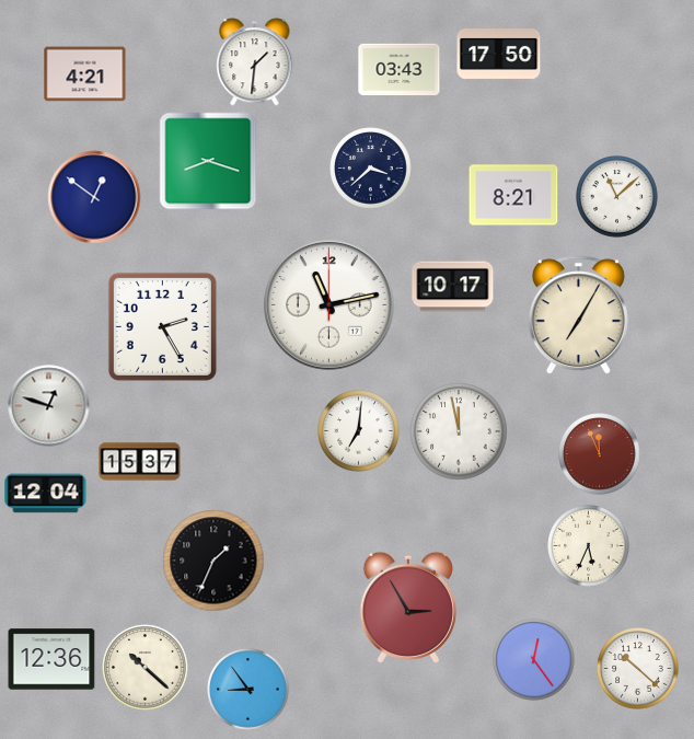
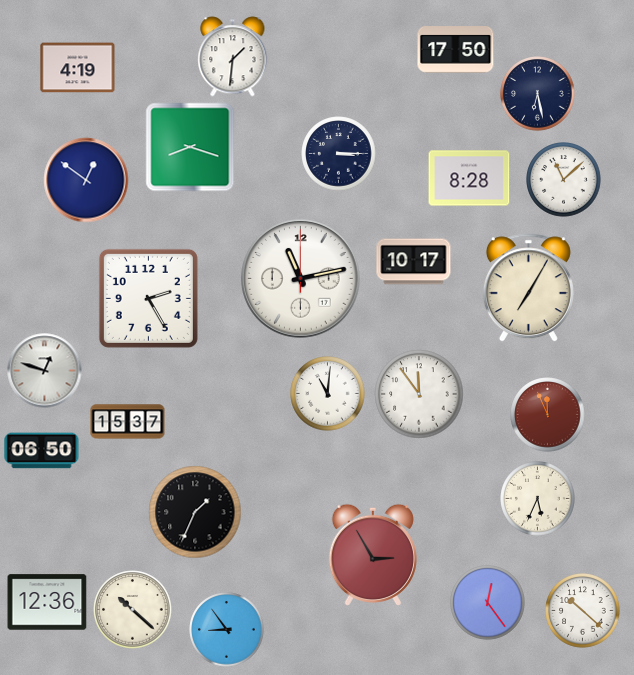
clock at (400, 70): 03:43 -> none
clock at (85, 74): 4:21 -> 4:19
clock at (538, 94): none -> 6:28
clock at (371, 169): 3:38 -> 3:15
clock at (513, 195): 8:21 -> 8:28
clock at (359, 431): 7:01 -> 11:01
clock at (459, 431): 11:58 -> 11:54
clock at (46, 494): 12:04 -> 06:50
